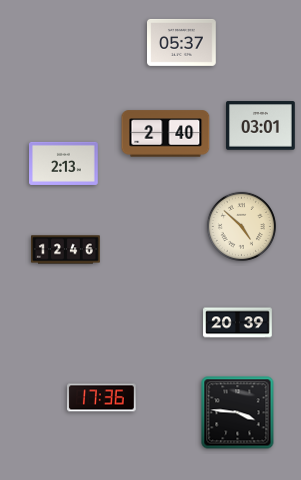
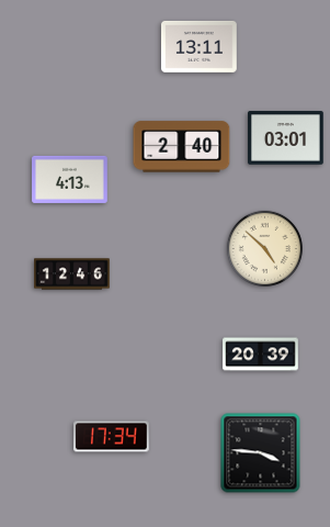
clock at (182, 42): 05:37 -> 13:11
clock at (64, 163): 2:13 -> 4:13
clock at (102, 398): 17:36 -> 17:34
